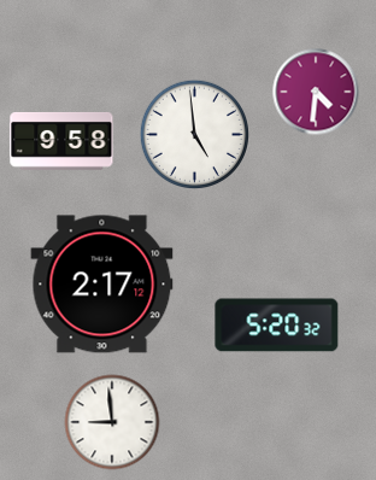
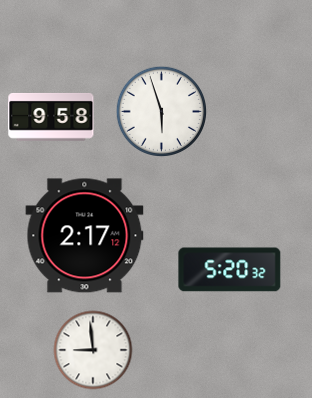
clock at (316, 92): 4:31 -> none
clock at (194, 134): 4:59 -> 5:57
